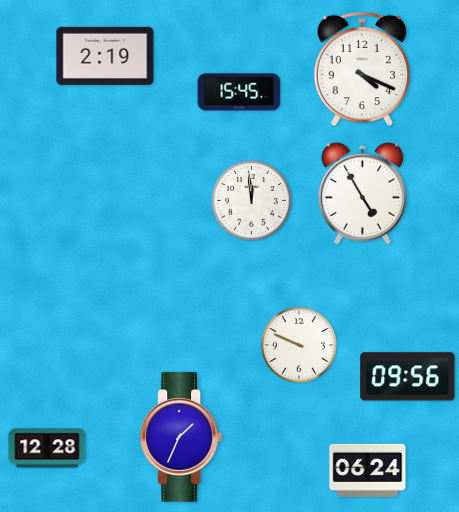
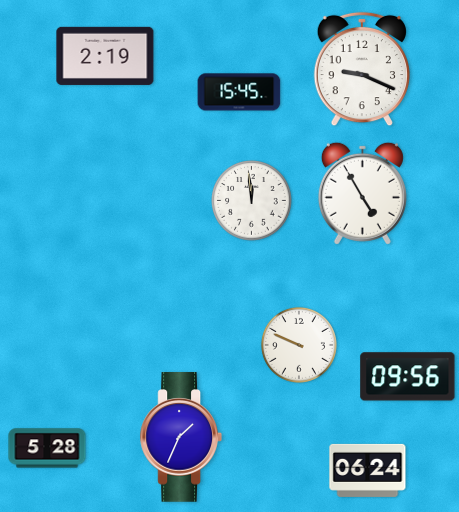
clock at (361, 69): 4:19 -> 9:19
clock at (47, 448): 12:28 -> 5:28
